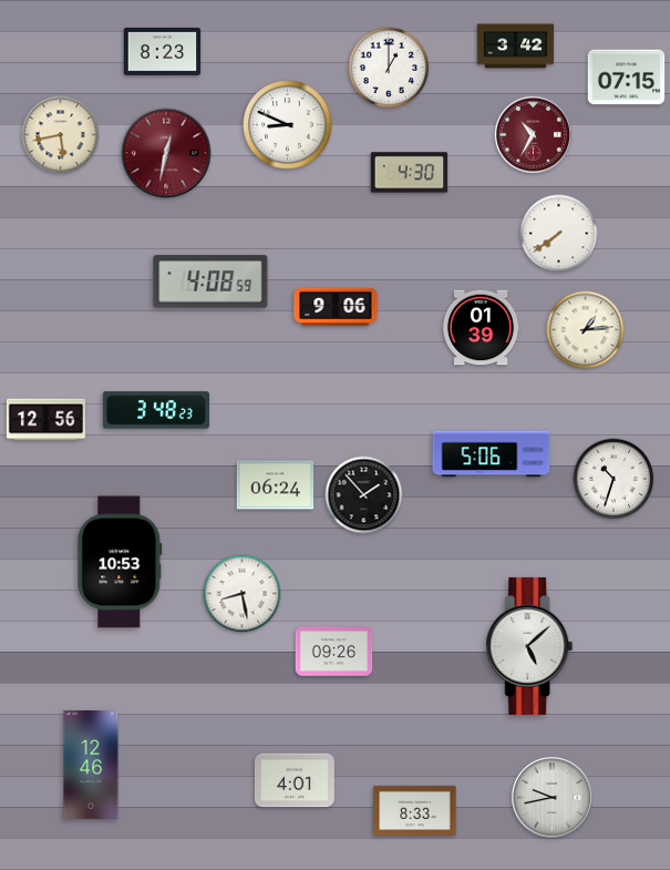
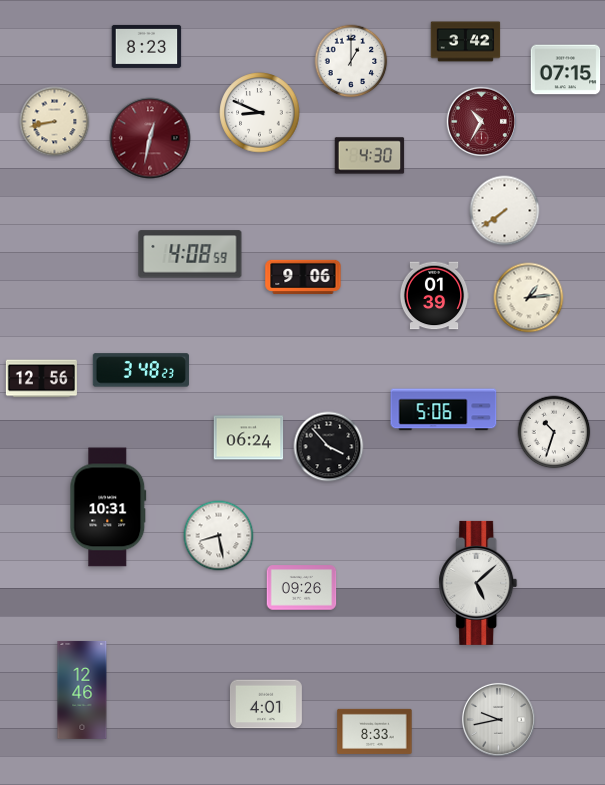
clock at (61, 135): 5:43 -> 8:43
clock at (364, 495): 1:53 -> 3:53
clock at (120, 562): 10:53 -> 10:31
